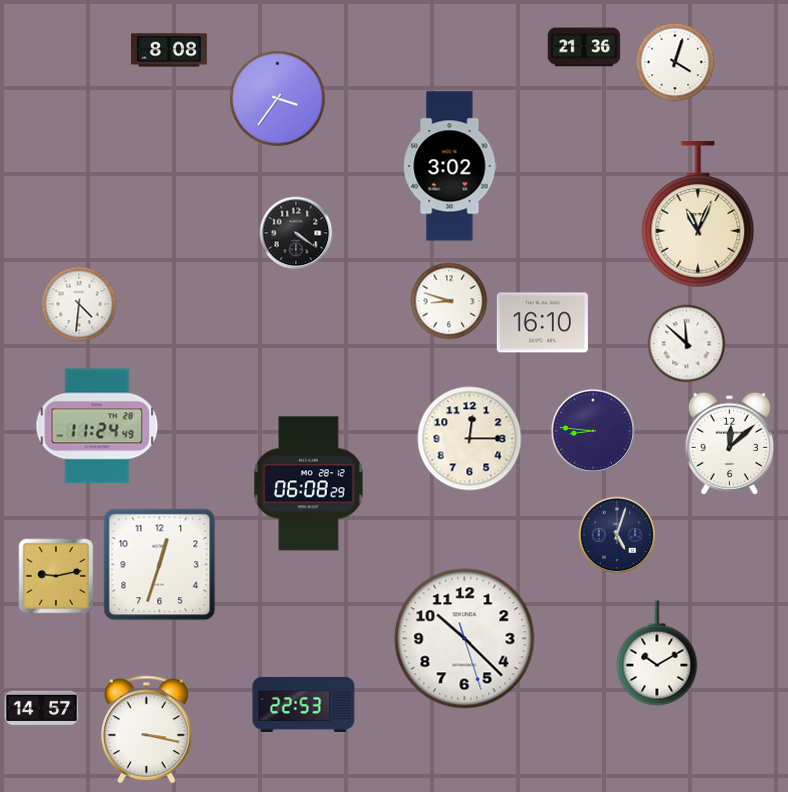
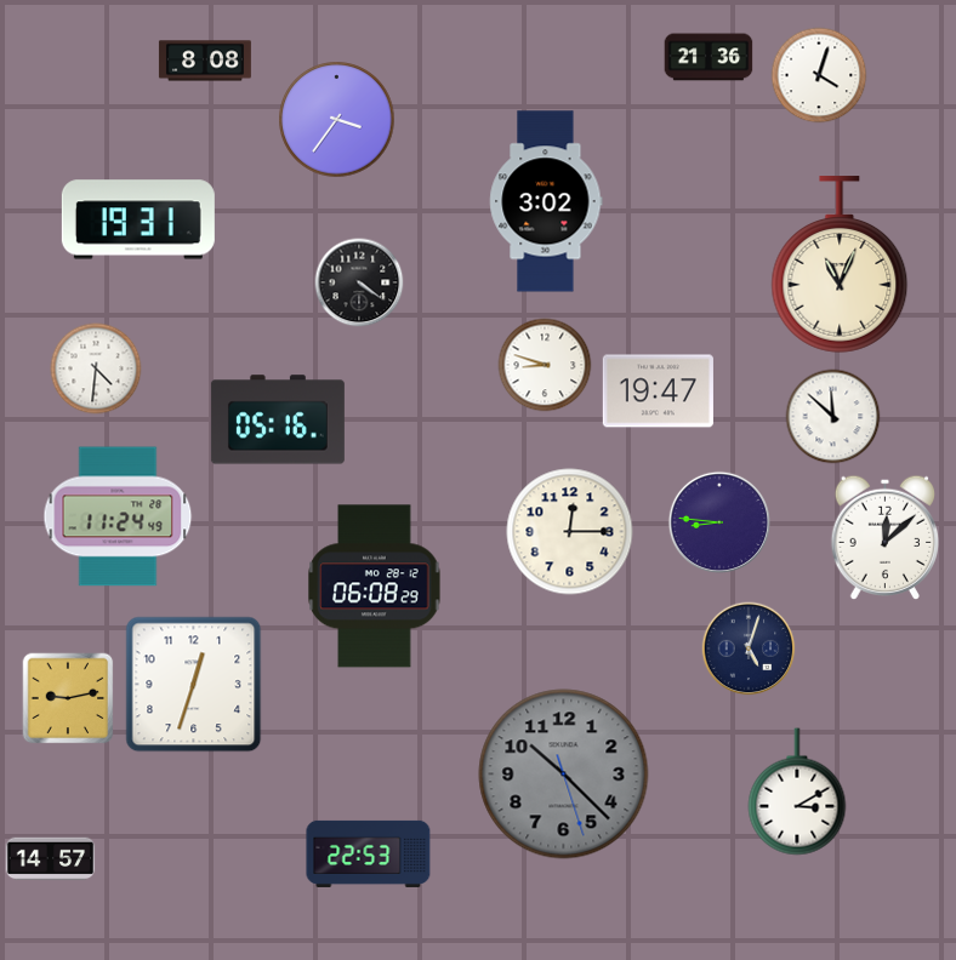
clock at (138, 219): none -> 19:31
clock at (698, 214) position: (698, 214) -> (840, 264)
clock at (542, 323): 16:10 -> 19:47
clock at (278, 419): none -> 05:16
clock at (465, 639) dial: white -> grey
clock at (657, 653): 10:10 -> 3:10
clock at (147, 730): 3:17 -> none
